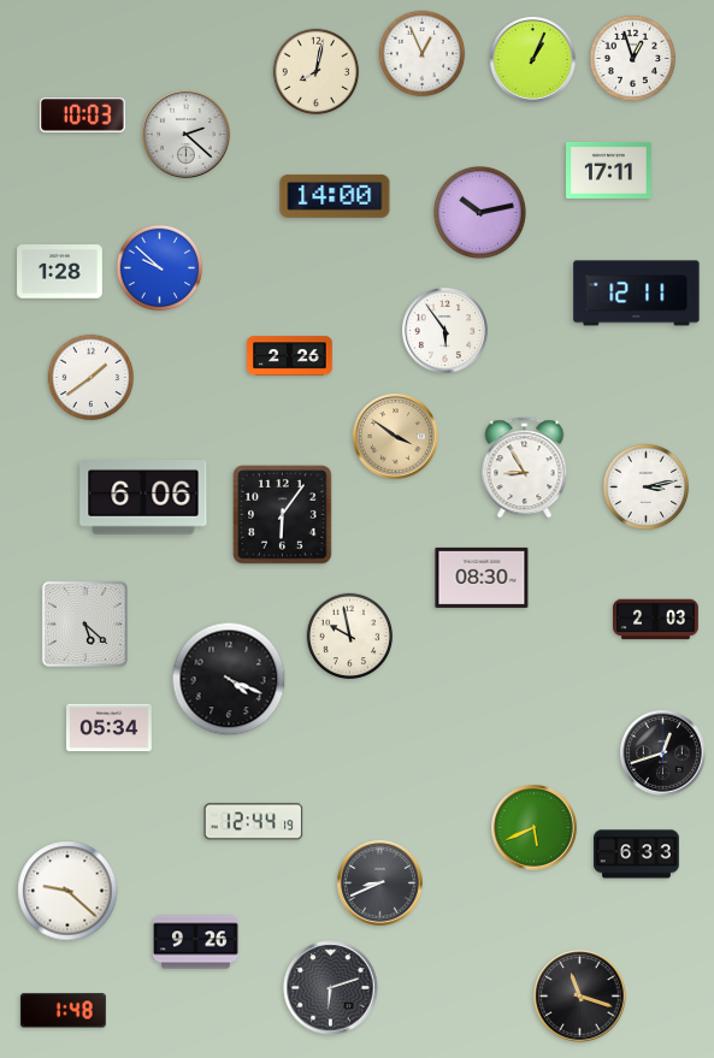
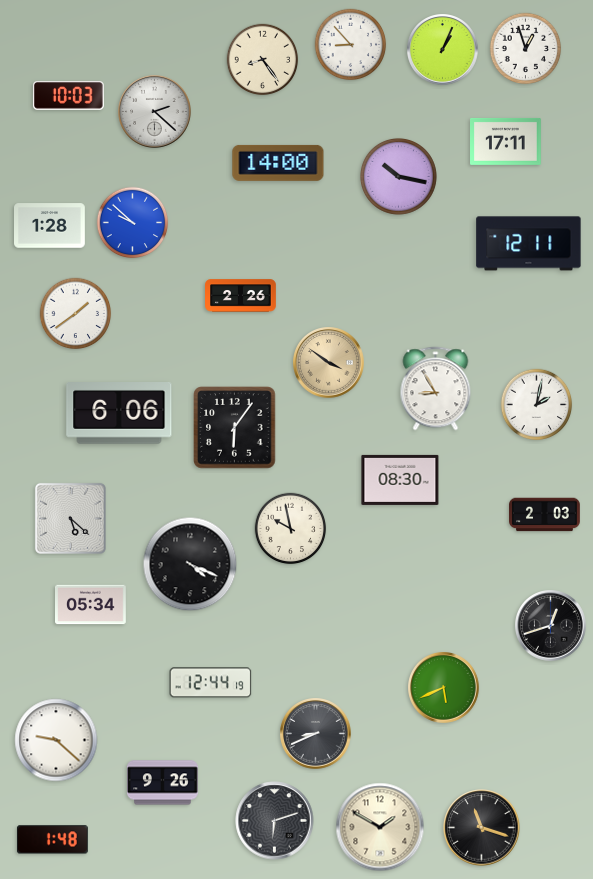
clock at (423, 54): 12:56 -> 8:53
clock at (317, 72): 8:02 -> 8:24
clock at (479, 212): 10:13 -> 10:17
clock at (445, 331): 5:54 -> none
clock at (647, 487): 3:13 -> 2:02
clock at (637, 855): 6:33 -> none
clock at (380, 827): none -> 1:50
